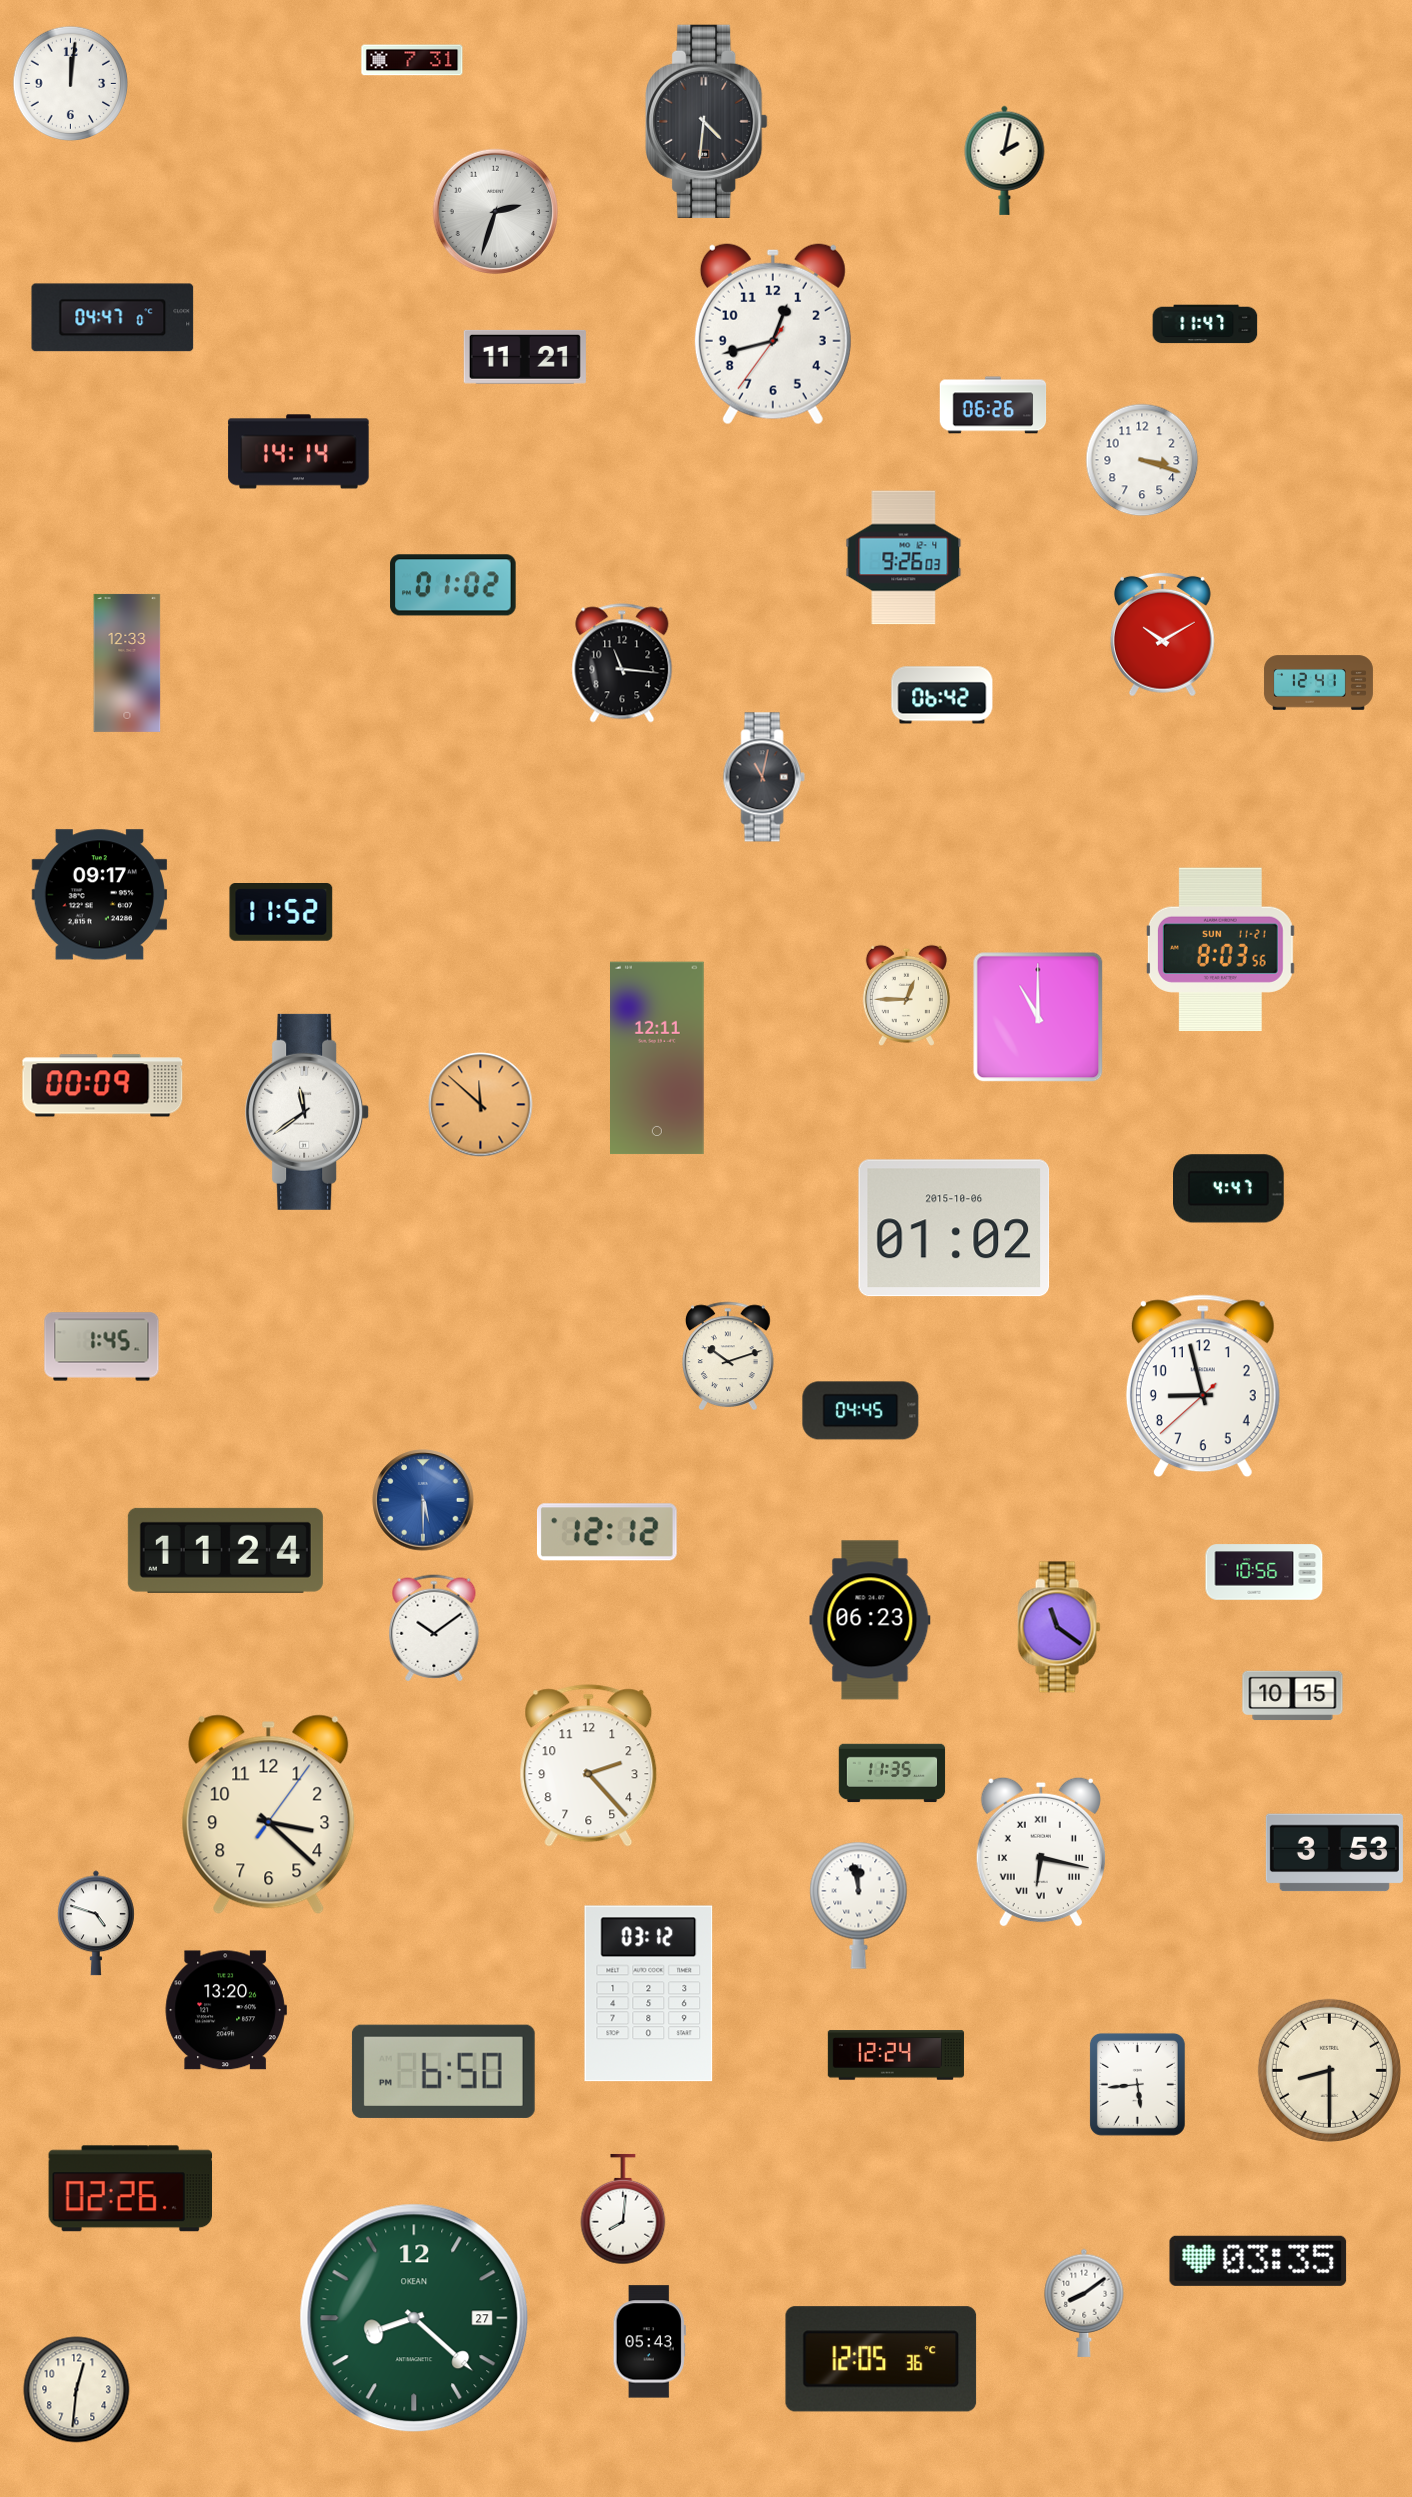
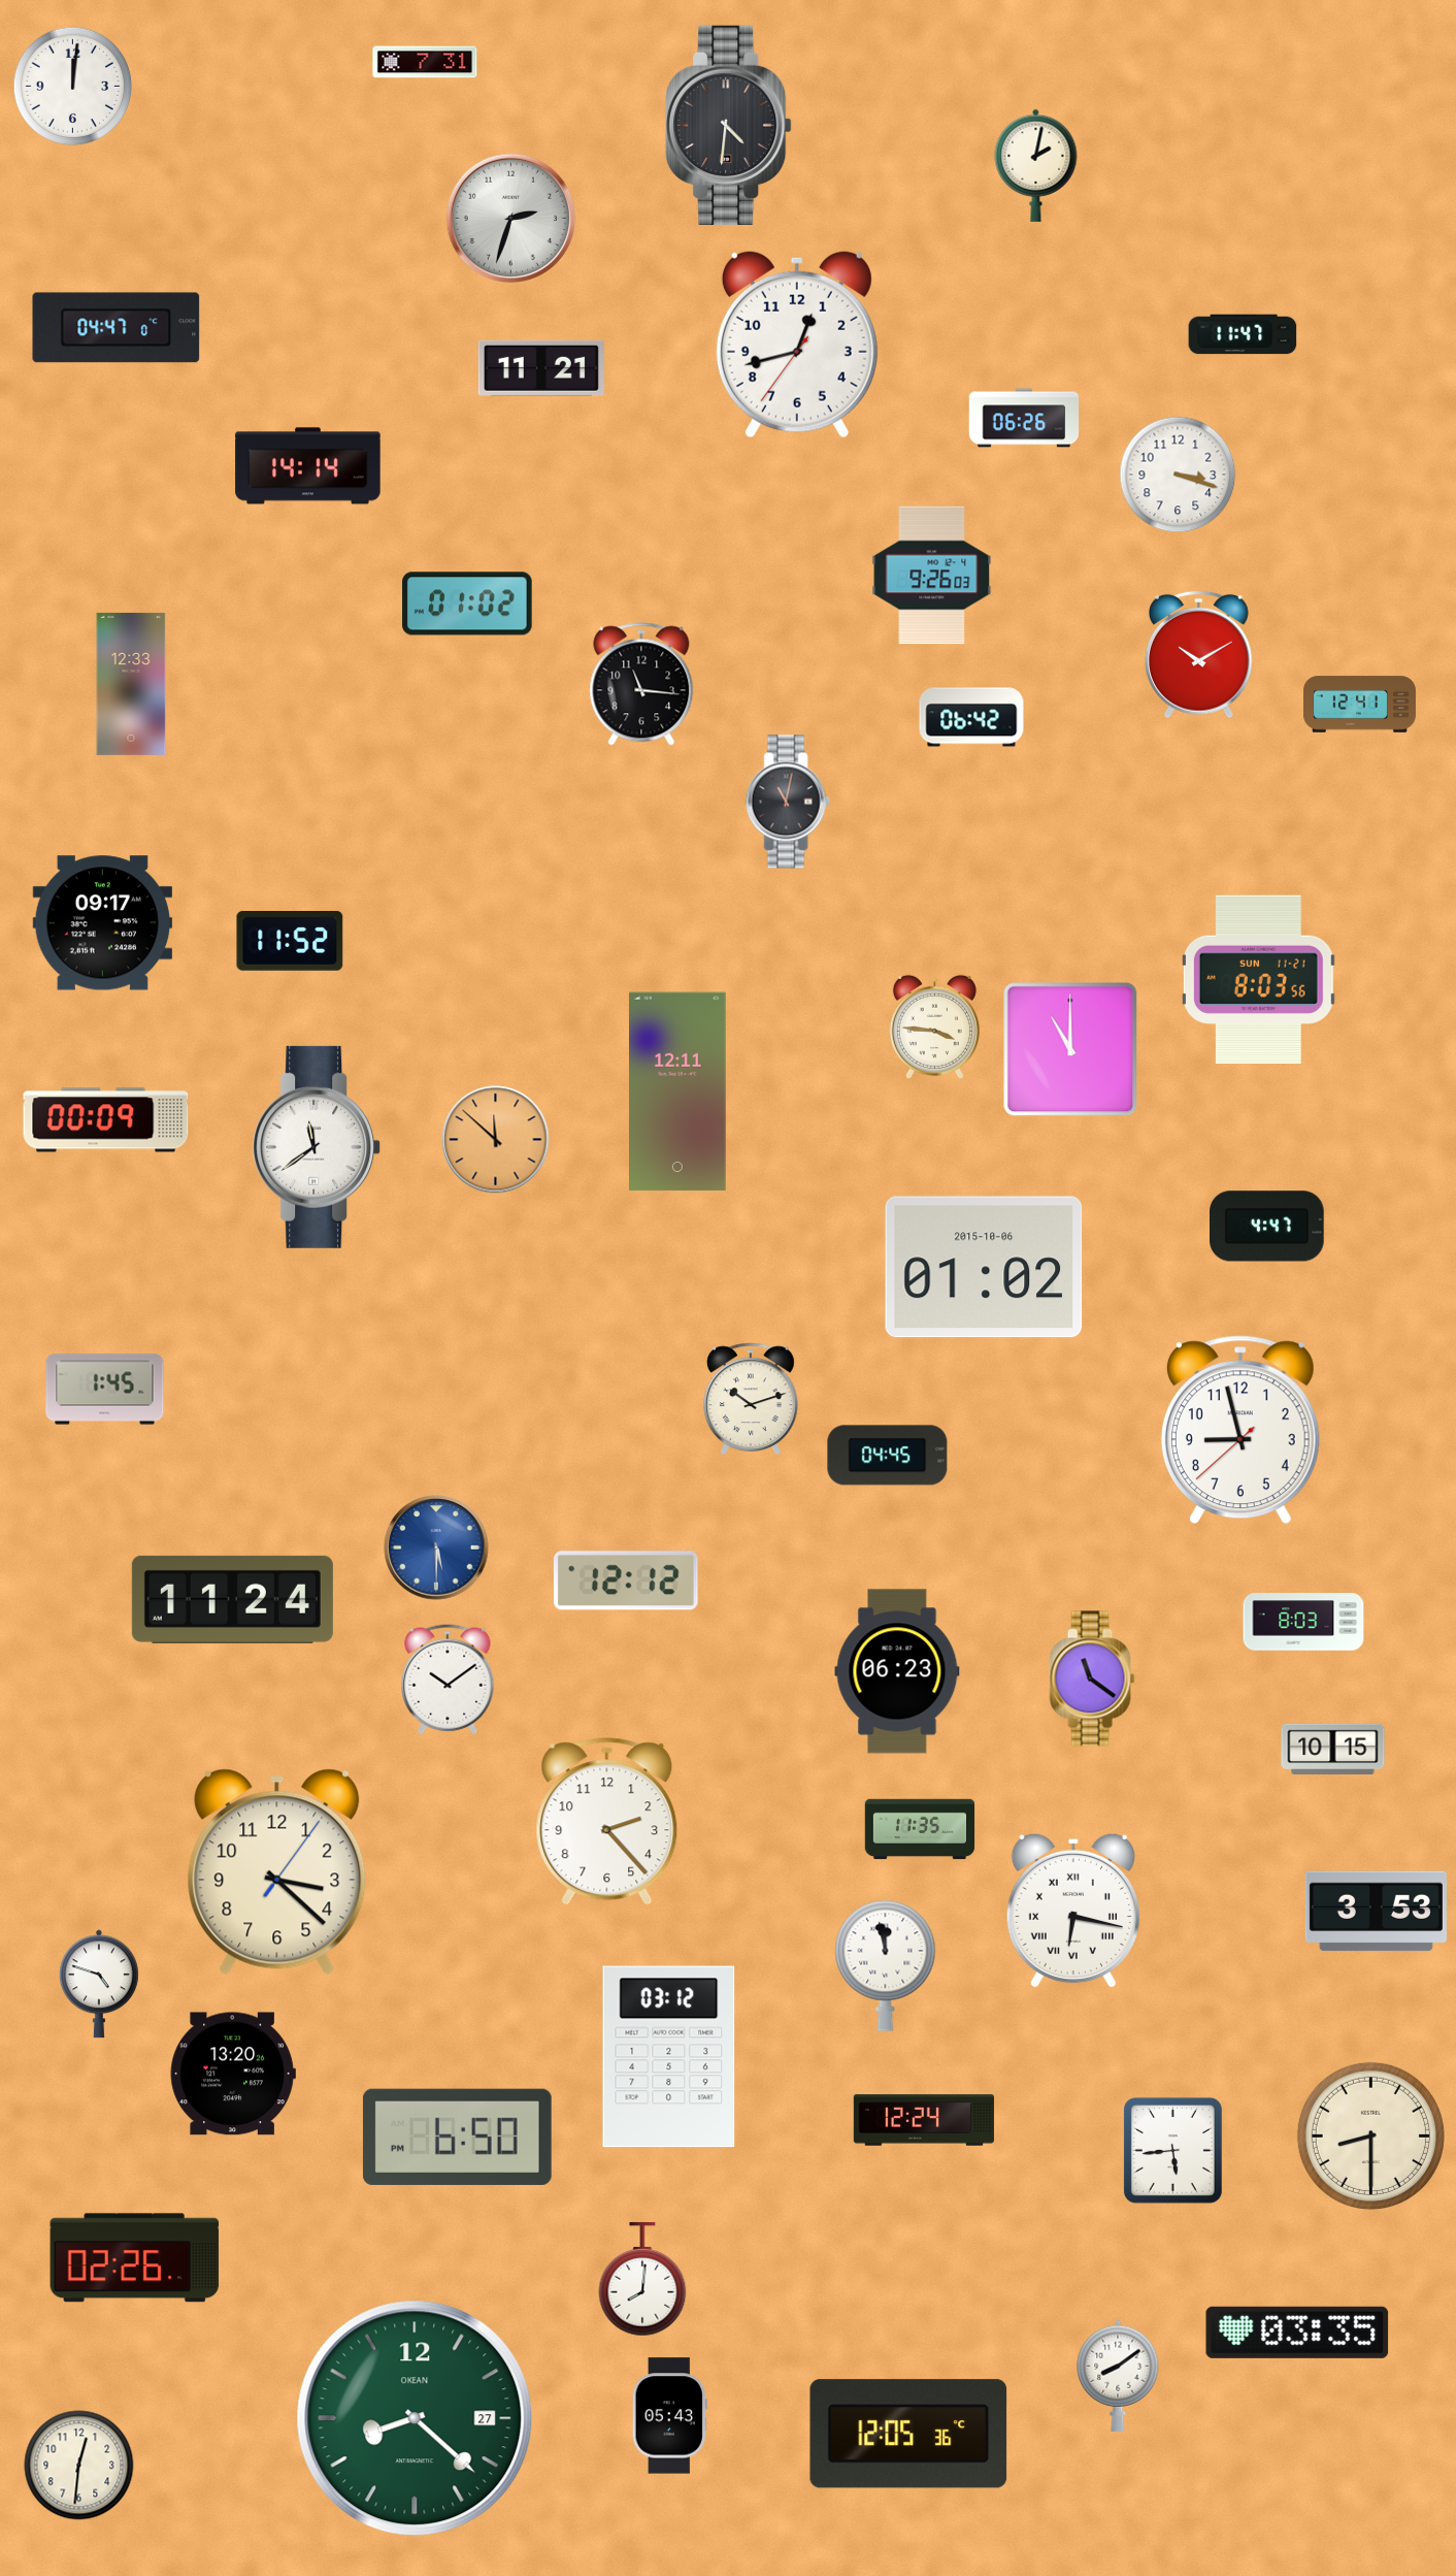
clock at (906, 995): 12:45 -> 3:46
clock at (1264, 1572): 10:56 -> 8:03
clock at (414, 2318) position: (414, 2318) -> (415, 2418)
